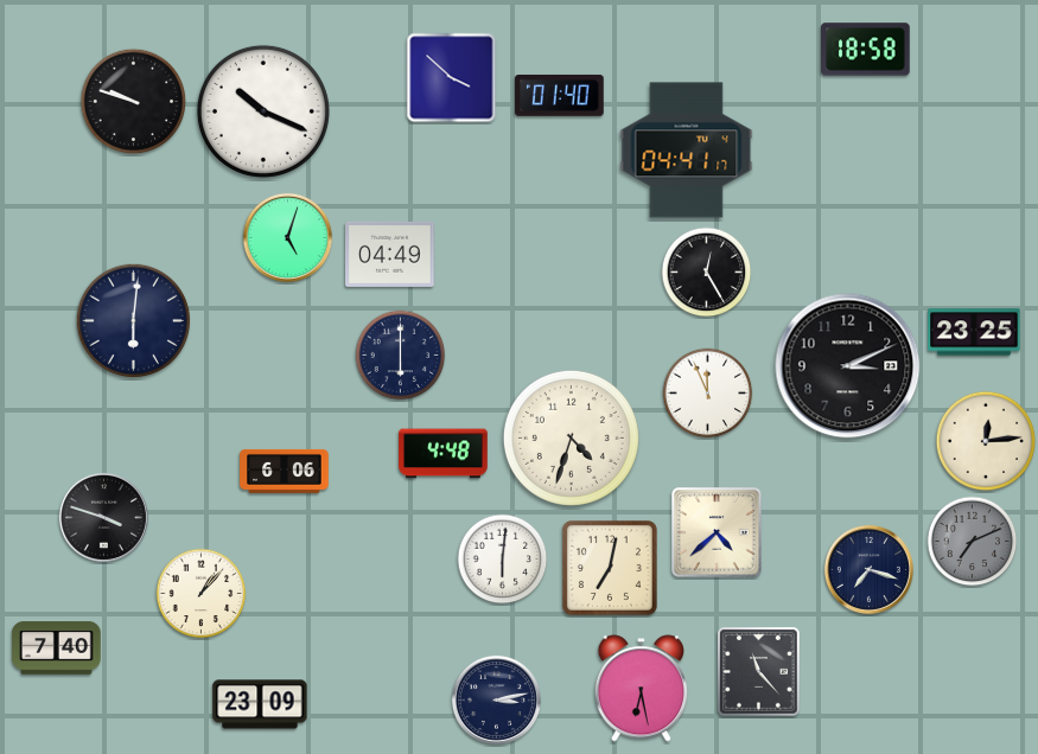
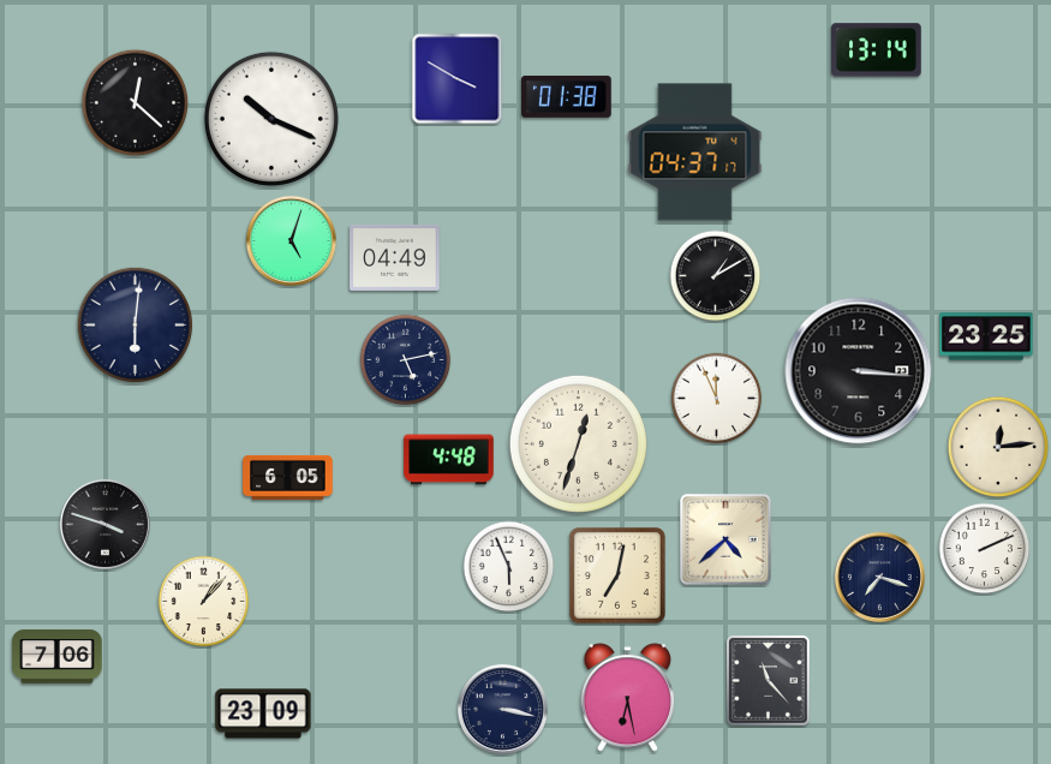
clock at (866, 50): 18:58 -> 13:14
clock at (452, 78): 3:52 -> 3:50
clock at (560, 95): 01:40 -> 01:38
clock at (134, 102): 9:48 -> 12:22
clock at (263, 111) position: (263, 111) -> (271, 119)
clock at (687, 151): 04:41 -> 04:37
clock at (707, 273): 12:25 -> 1:10
clock at (401, 356): 6:00 -> 5:13
clock at (848, 366): 3:11 -> 3:16
clock at (571, 437): 4:33 -> 12:33
clock at (285, 471): 6:06 -> 6:05
clock at (973, 542): 7:11 -> 2:11
clock at (973, 542) dial: grey -> white
clock at (503, 560): 6:01 -> 5:56
clock at (57, 648): 7:40 -> 7:06
clock at (642, 689) position: (642, 689) -> (628, 698)
clock at (496, 699): 3:13 -> 3:17
